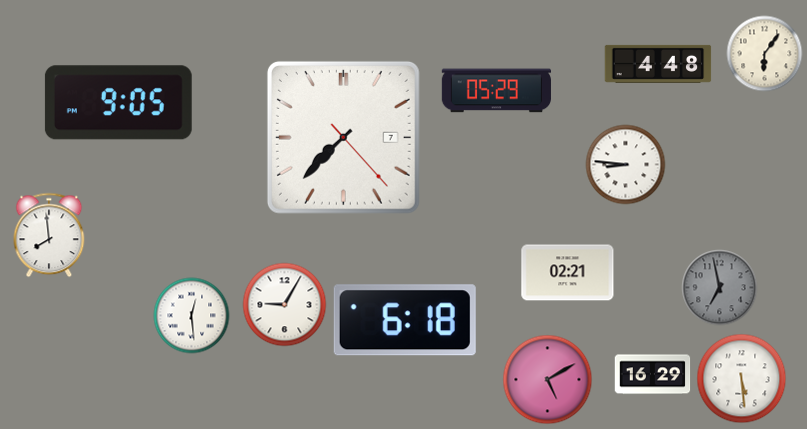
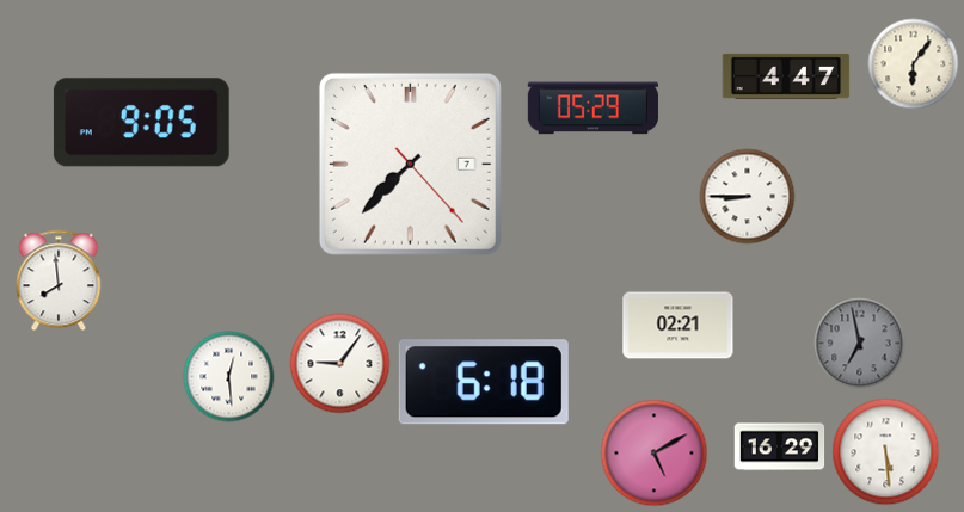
clock at (658, 64): 4:48 -> 4:47
clock at (626, 165): 8:46 -> 8:45
clock at (285, 305): 9:05 -> 9:06
